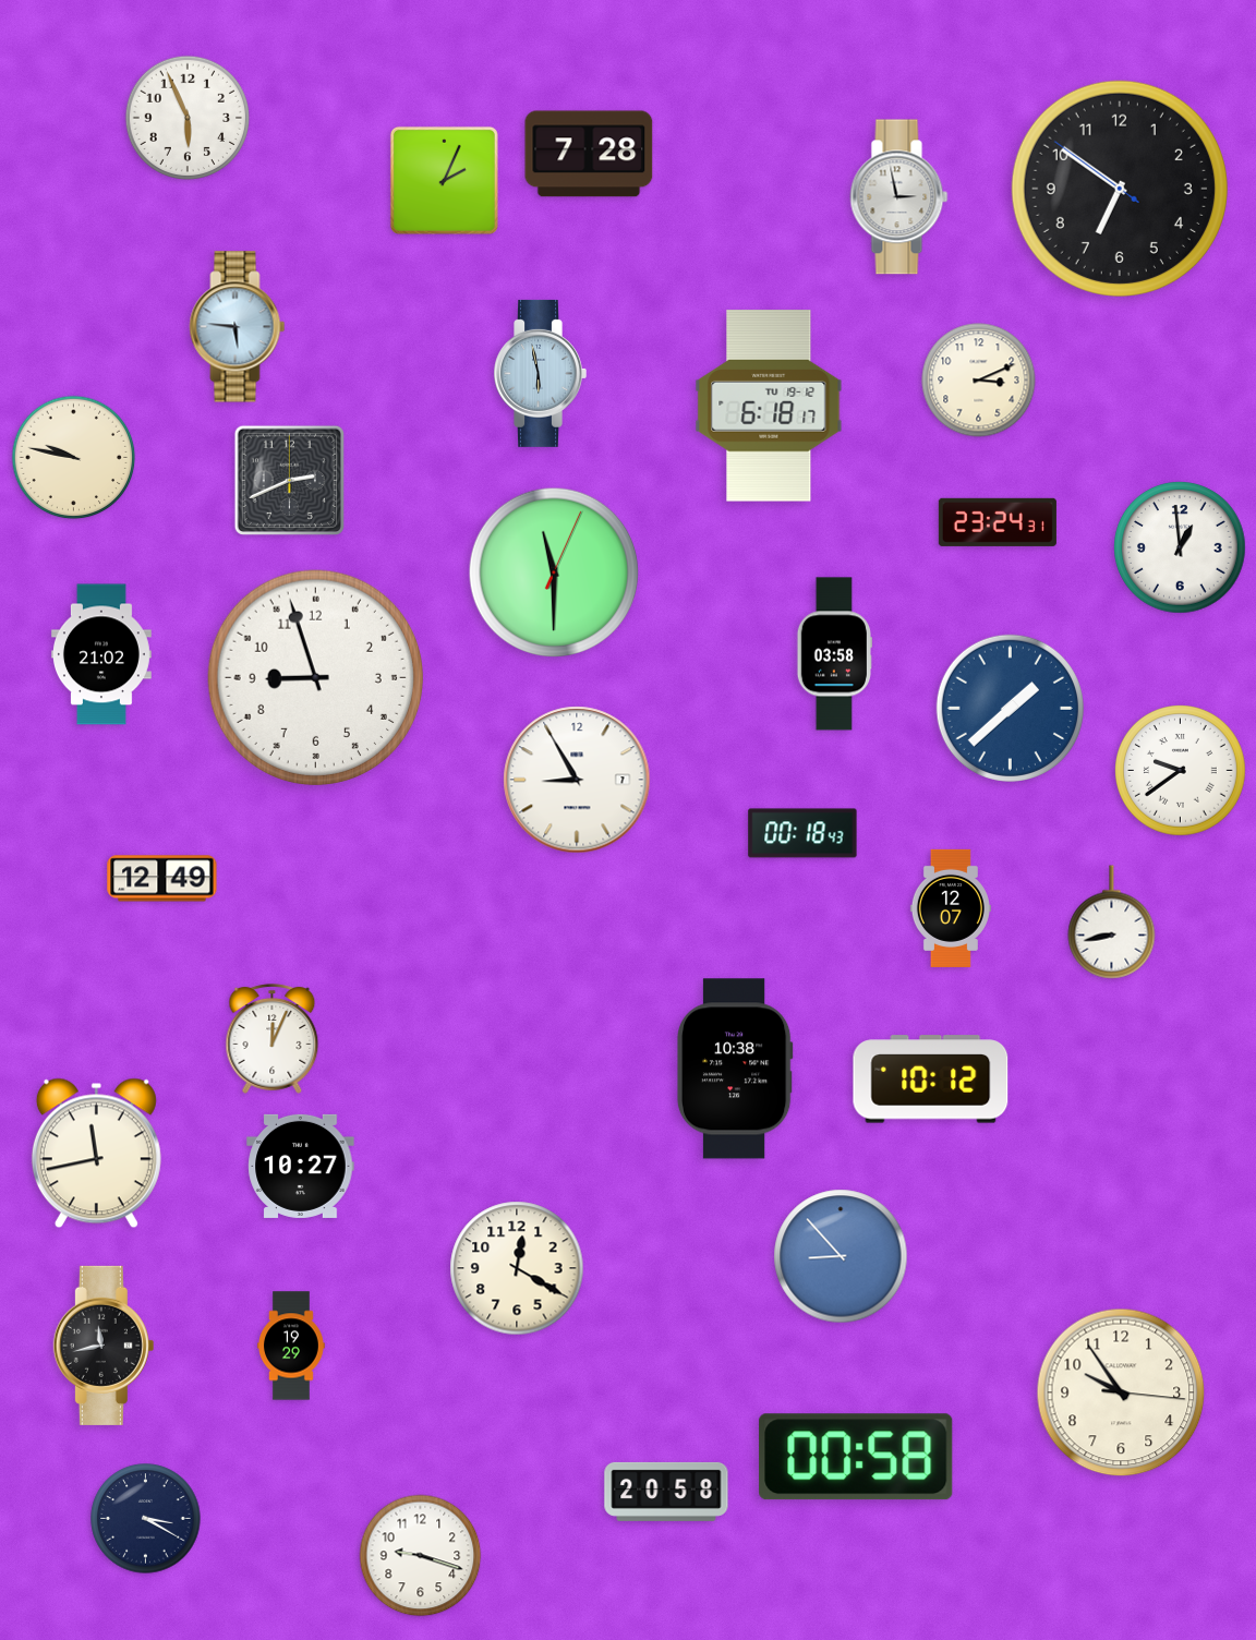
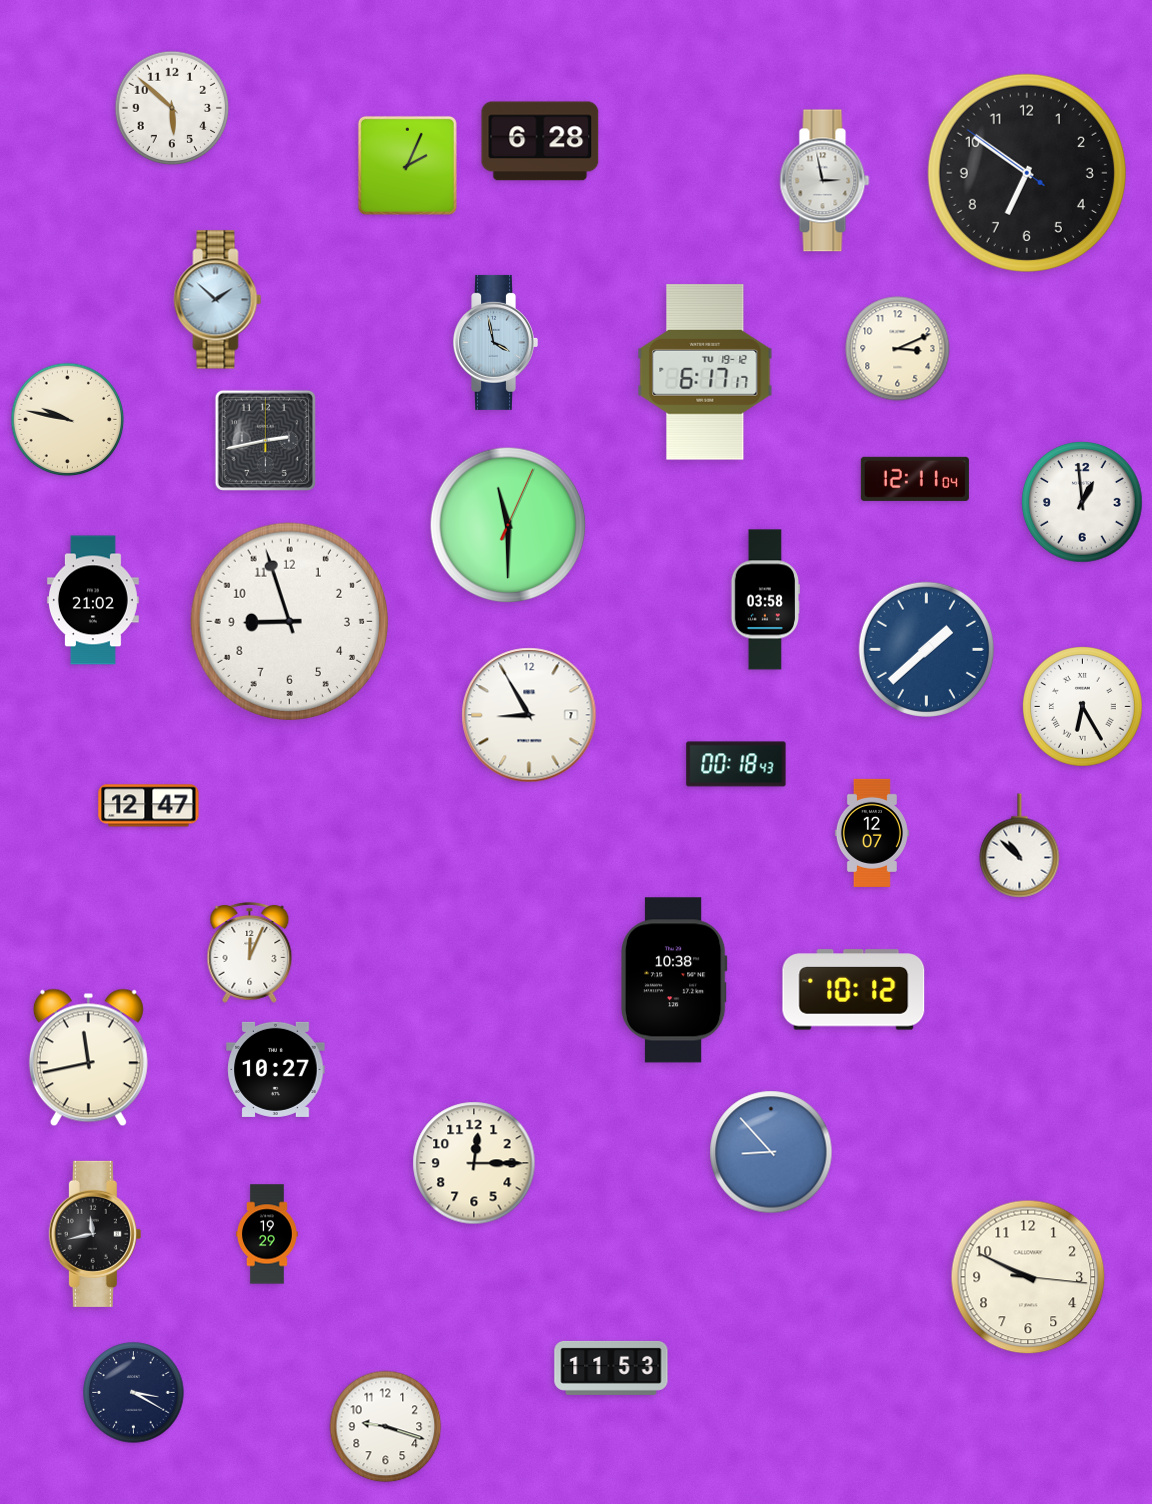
clock at (188, 118): 5:56 -> 5:52
clock at (589, 154): 7:28 -> 6:28
clock at (238, 327): 5:46 -> 1:52
clock at (540, 373): 5:58 -> 3:58
clock at (769, 406): 6:18 -> 6:17
clock at (289, 480): 2:41 -> 2:43
clock at (998, 522): 23:24 -> 12:11
clock at (1181, 771): 9:39 -> 6:25
clock at (162, 879): 12:49 -> 12:47
clock at (1112, 922): 8:43 -> 10:52
clock at (517, 1268): 12:20 -> 12:15
clock at (1121, 1392): 9:54 -> 9:49
clock at (856, 1457): 00:58 -> none
clock at (666, 1492): 20:58 -> 11:53
